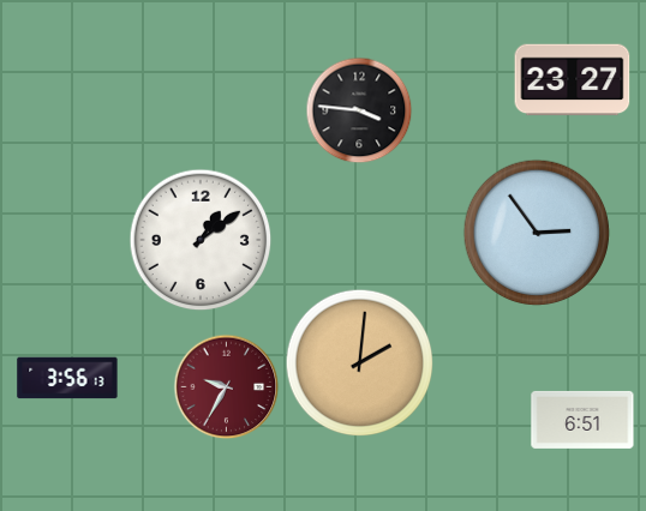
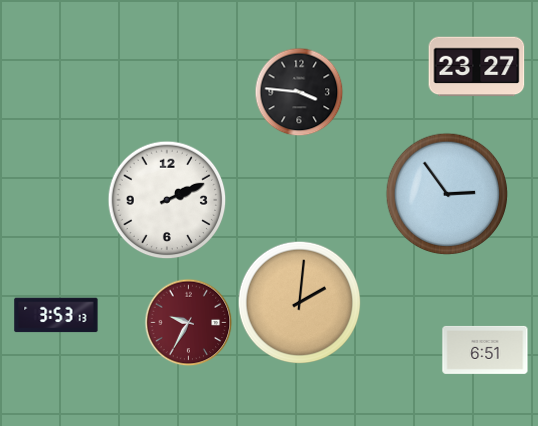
clock at (201, 240): 1:09 -> 2:11
clock at (67, 378): 3:56 -> 3:53
